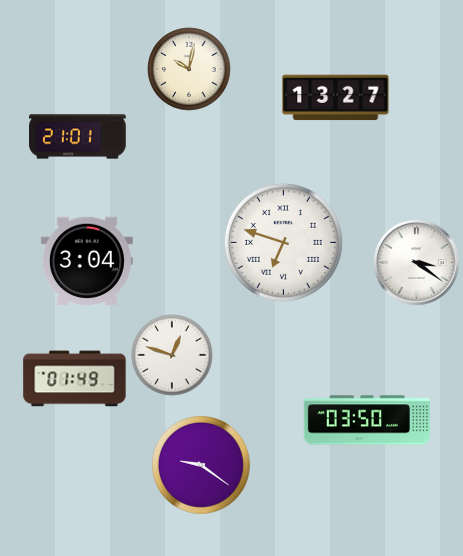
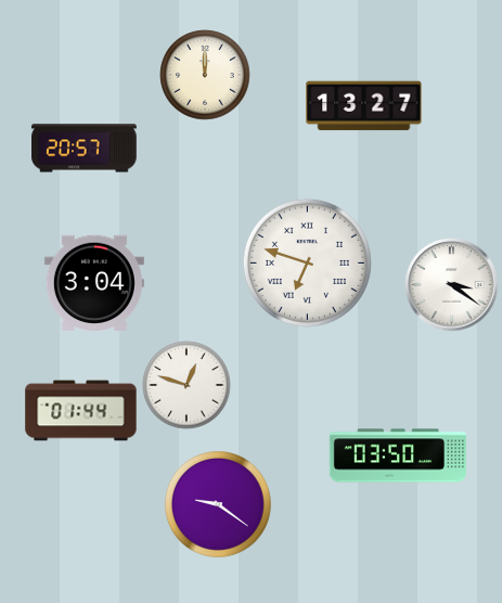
clock at (189, 69): 10:02 -> 12:00
clock at (78, 137): 21:01 -> 20:57
clock at (75, 379): 01:49 -> 01:44
